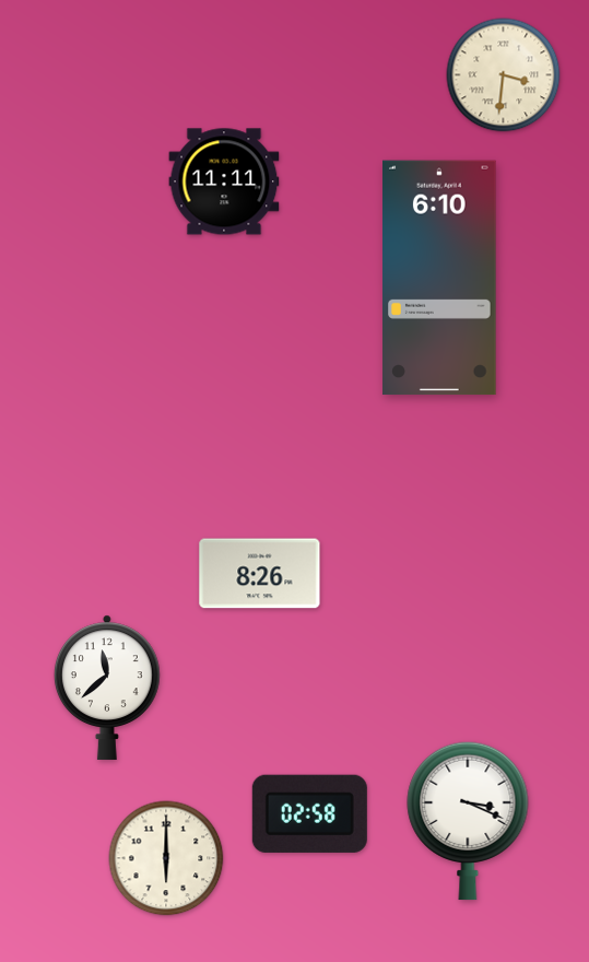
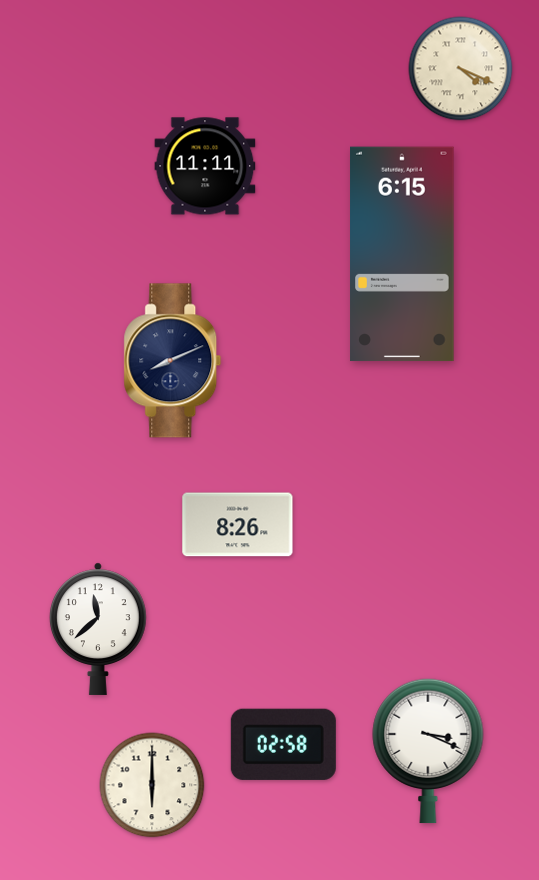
clock at (504, 75): 3:31 -> 4:19
clock at (439, 278): 6:10 -> 6:15
clock at (173, 361): none -> 8:11
